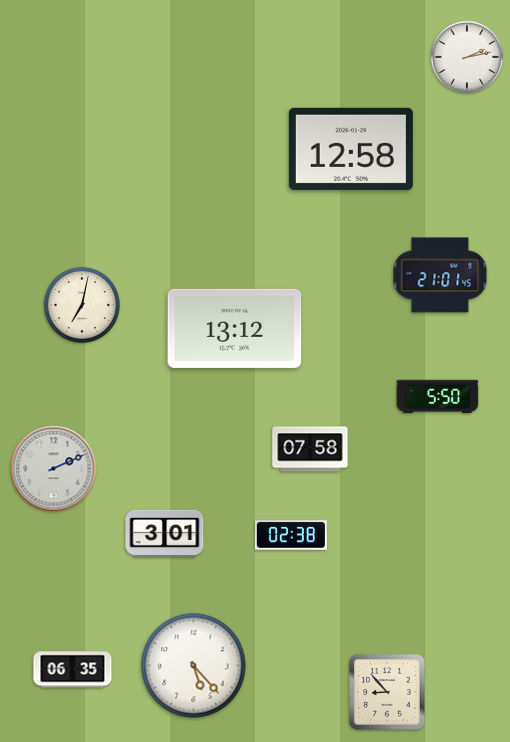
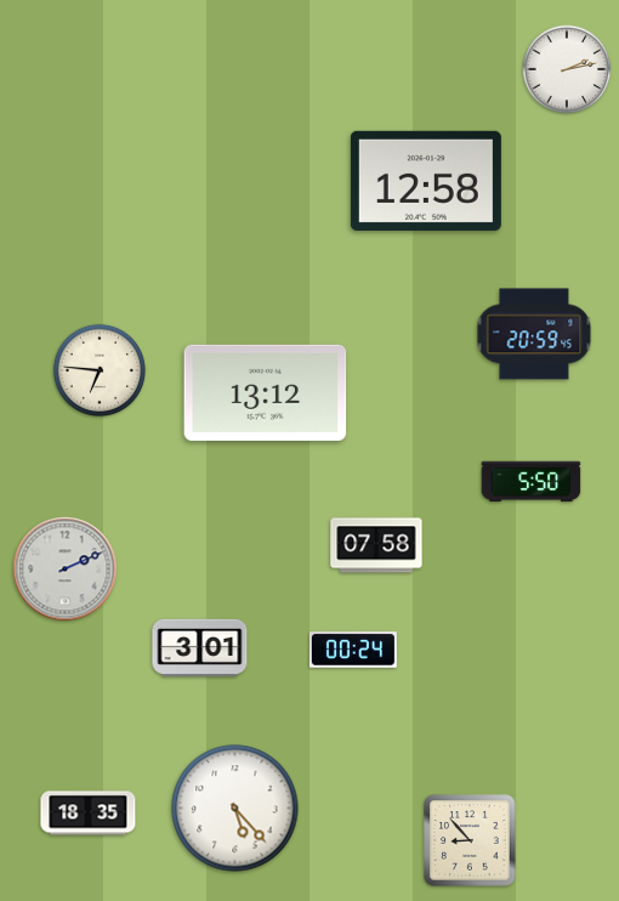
clock at (440, 275): 21:01 -> 20:59
clock at (82, 305): 7:02 -> 6:46
clock at (235, 328) position: (235, 328) -> (266, 392)
clock at (291, 535): 02:38 -> 00:24
clock at (73, 670): 06:35 -> 18:35
